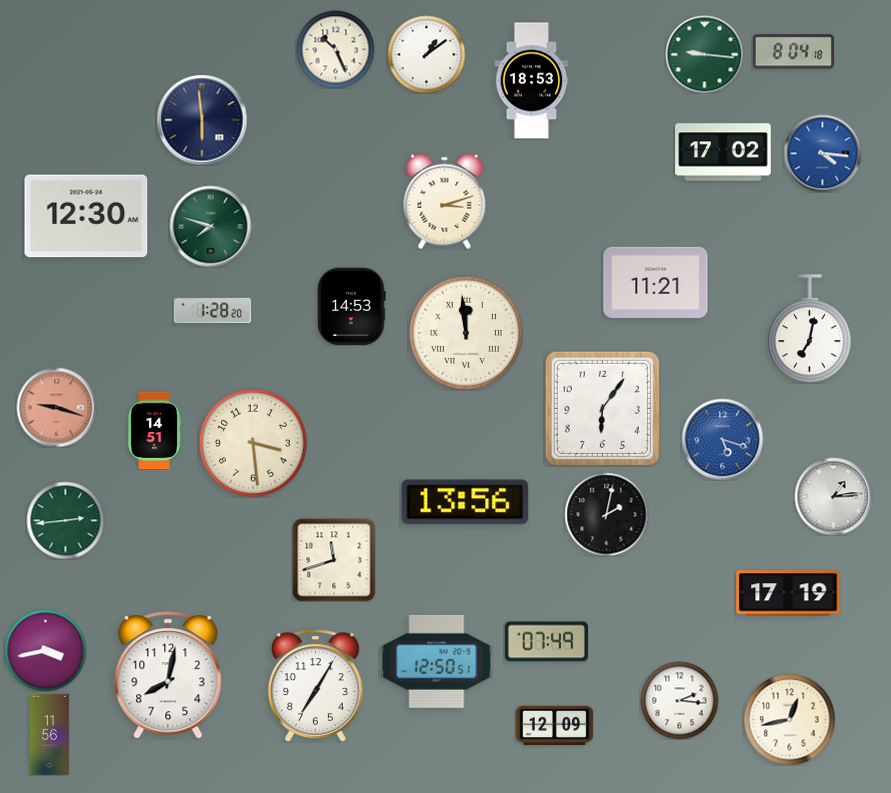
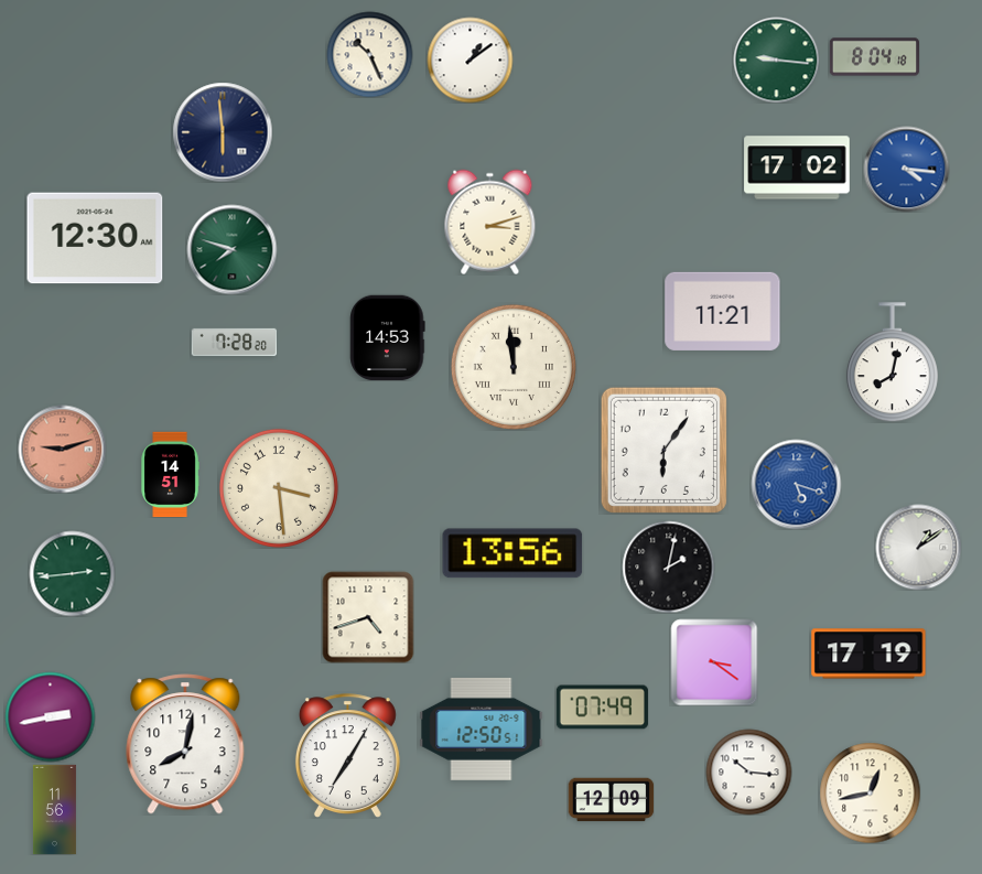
clock at (532, 81): 18:53 -> none
clock at (212, 310): 1:28 -> 7:28
clock at (809, 329): 7:02 -> 8:02
clock at (56, 407): 9:18 -> 9:12
clock at (833, 496): 1:14 -> 1:09
clock at (334, 560): 11:42 -> 4:42
clock at (714, 662): none -> 3:21
clock at (45, 650): 3:43 -> 2:43
clock at (679, 700): 2:16 -> 10:16
